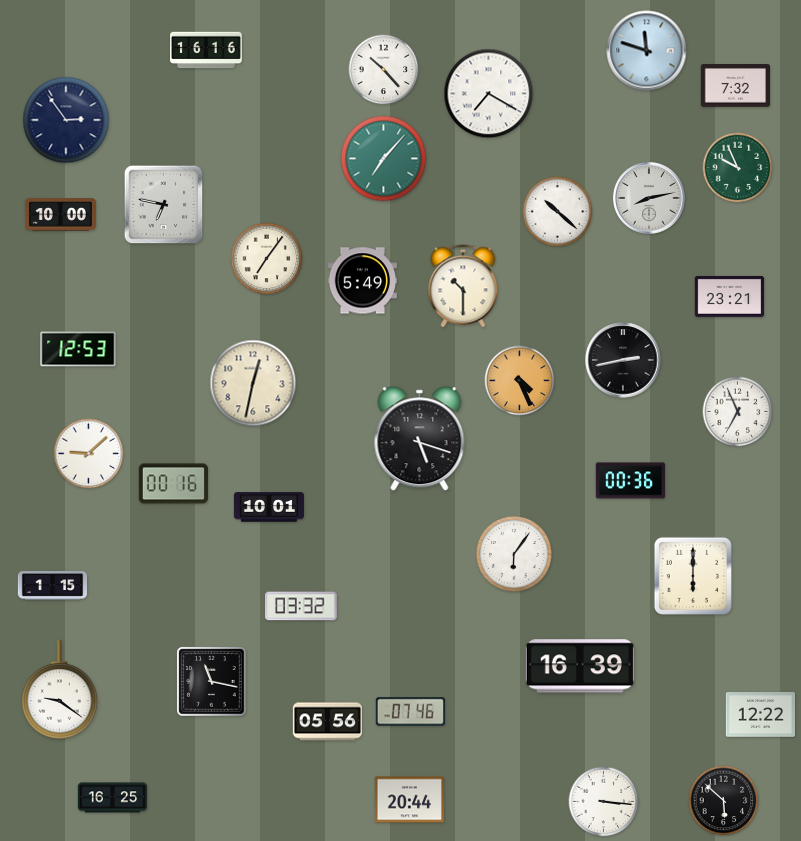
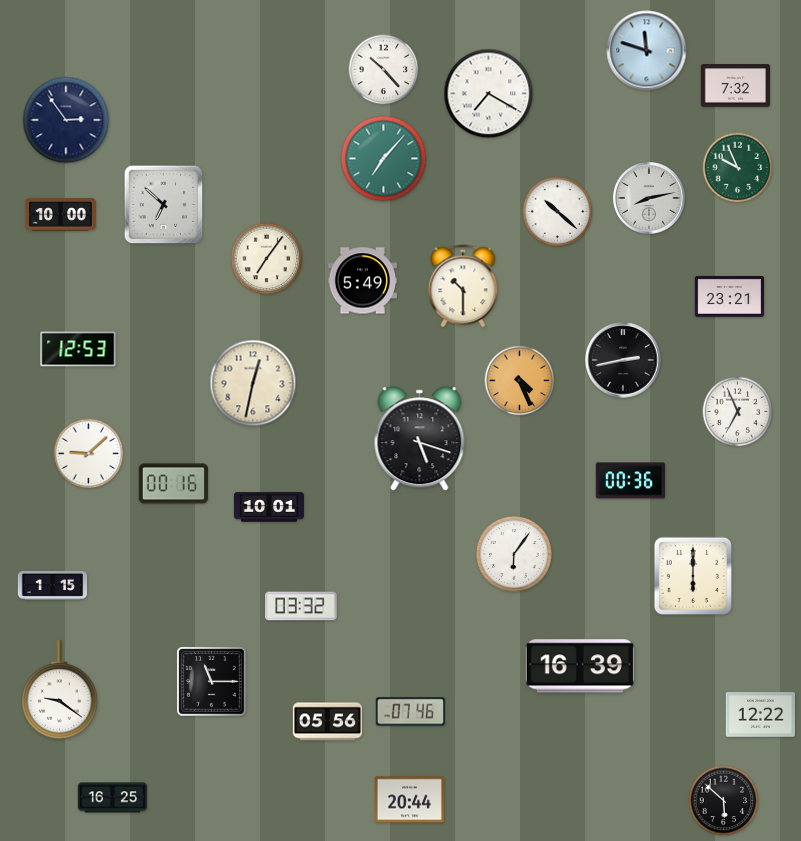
clock at (206, 50): 16:16 -> none
clock at (164, 205): 6:47 -> 6:52
clock at (212, 682): 11:17 -> 11:15
clock at (604, 802): 3:16 -> none
